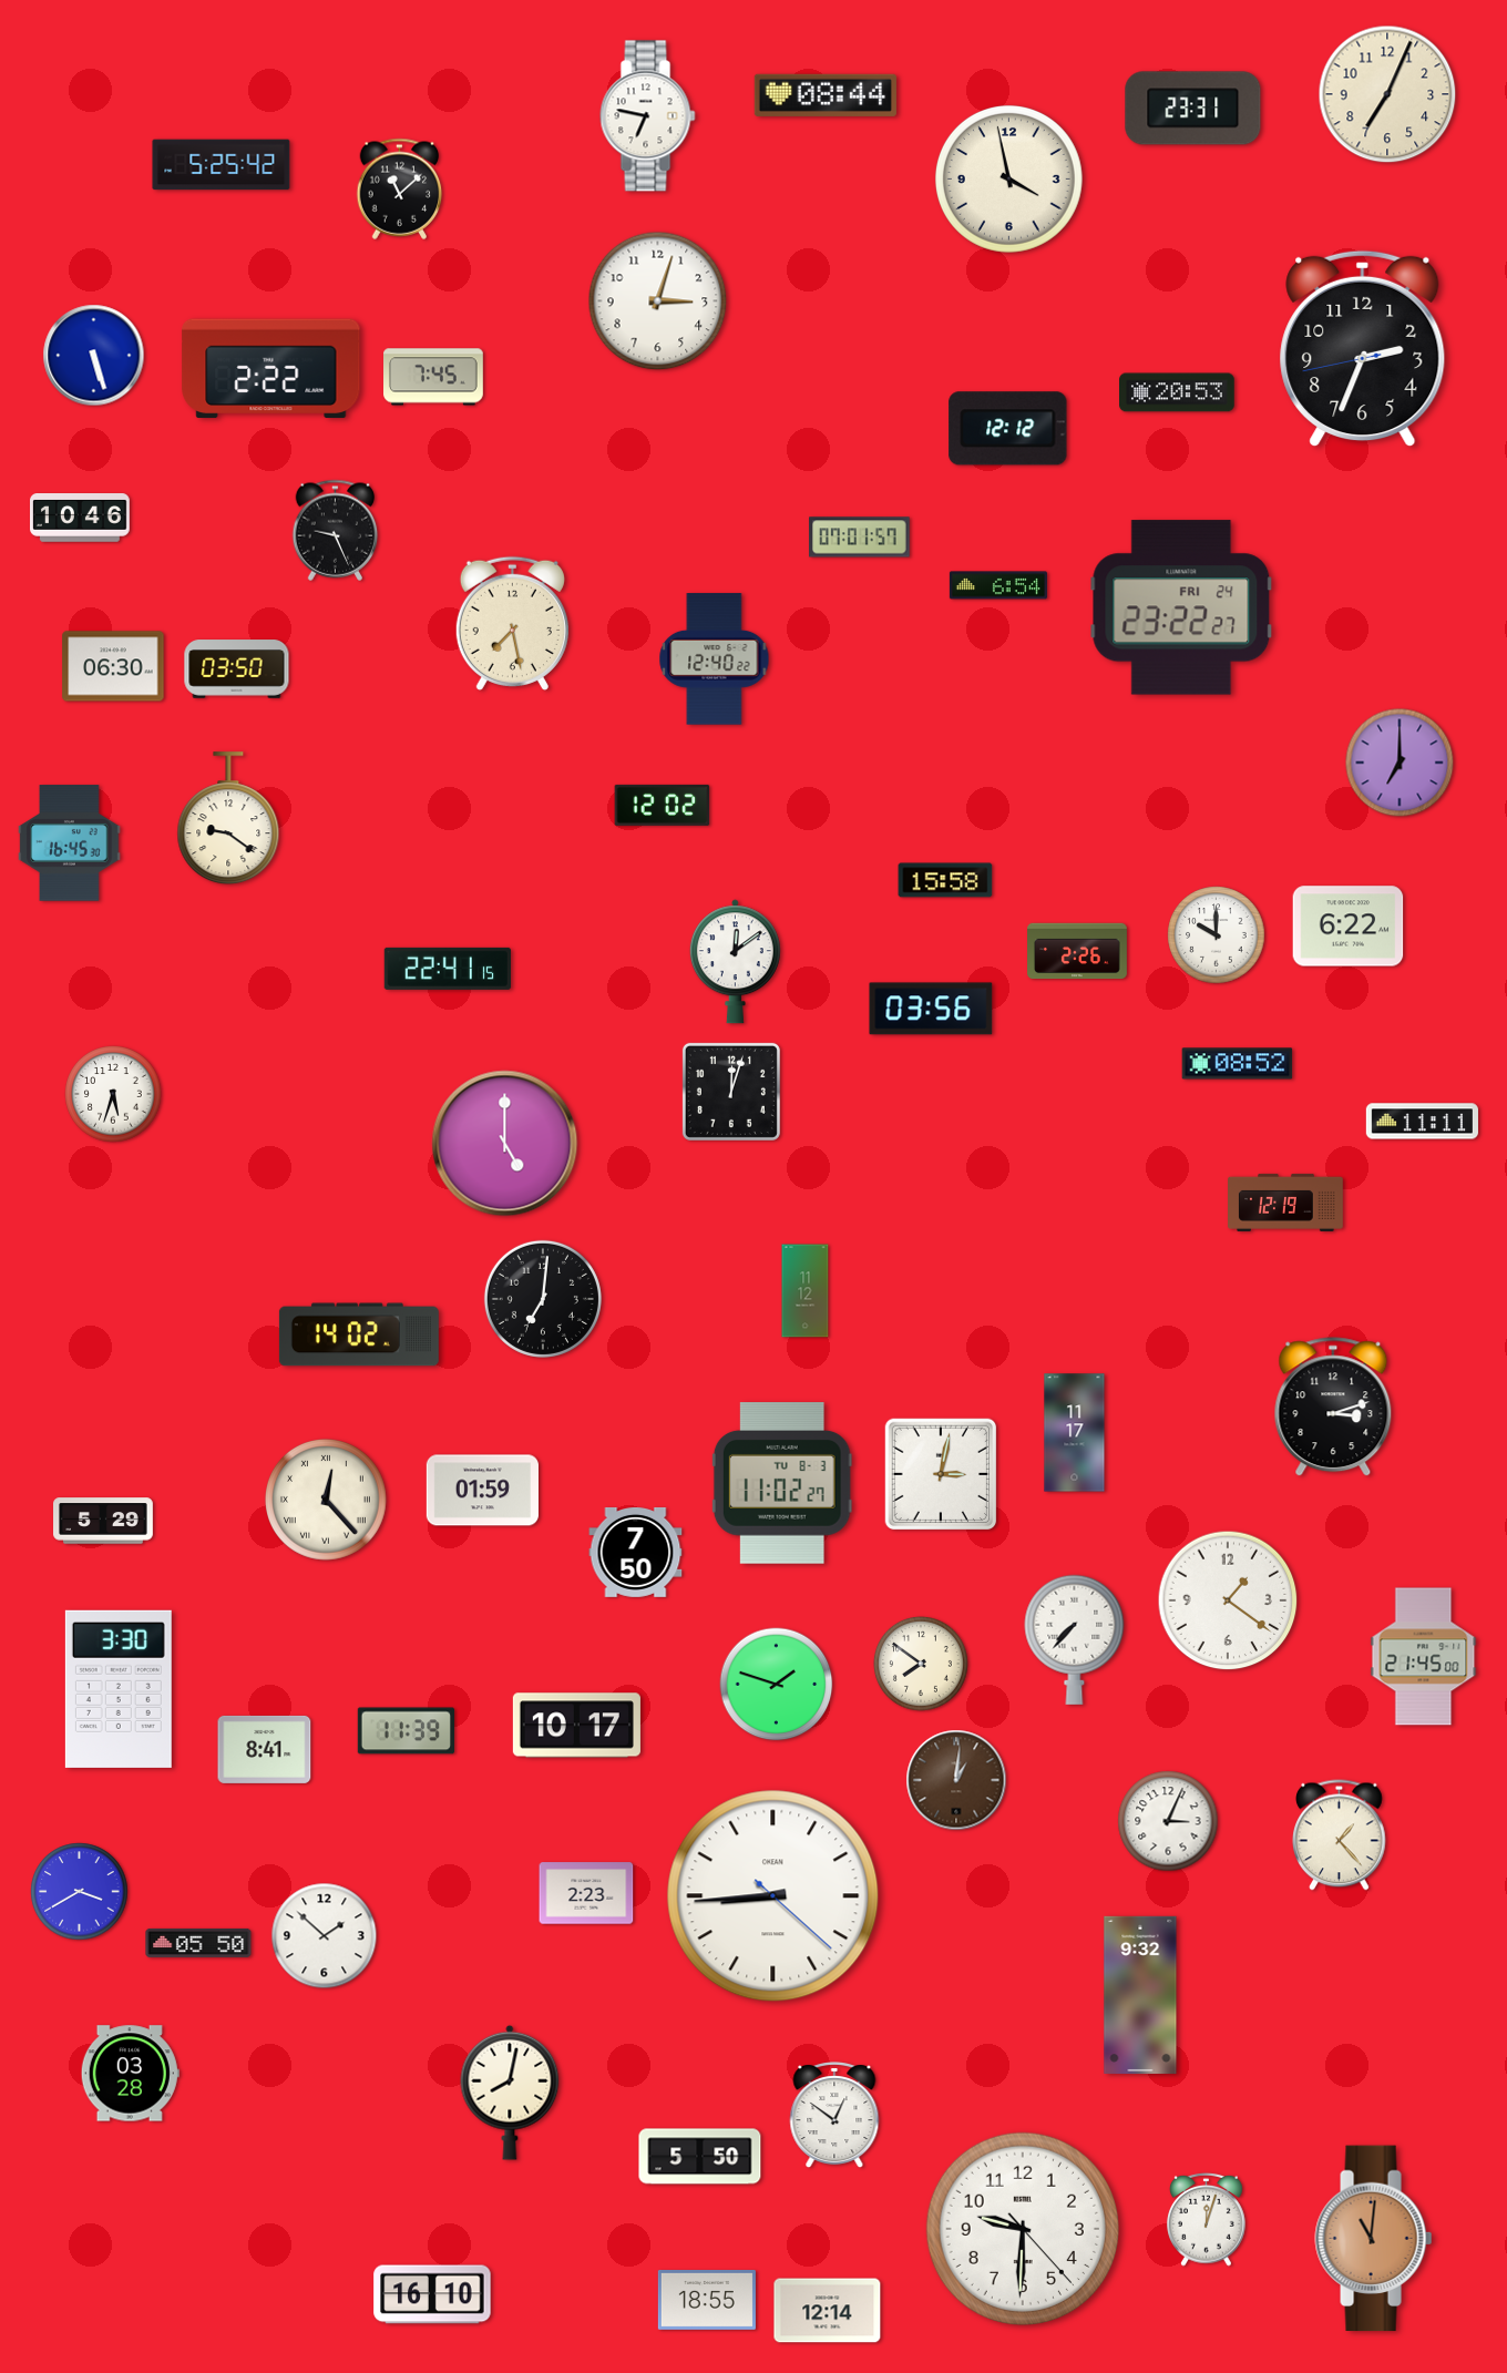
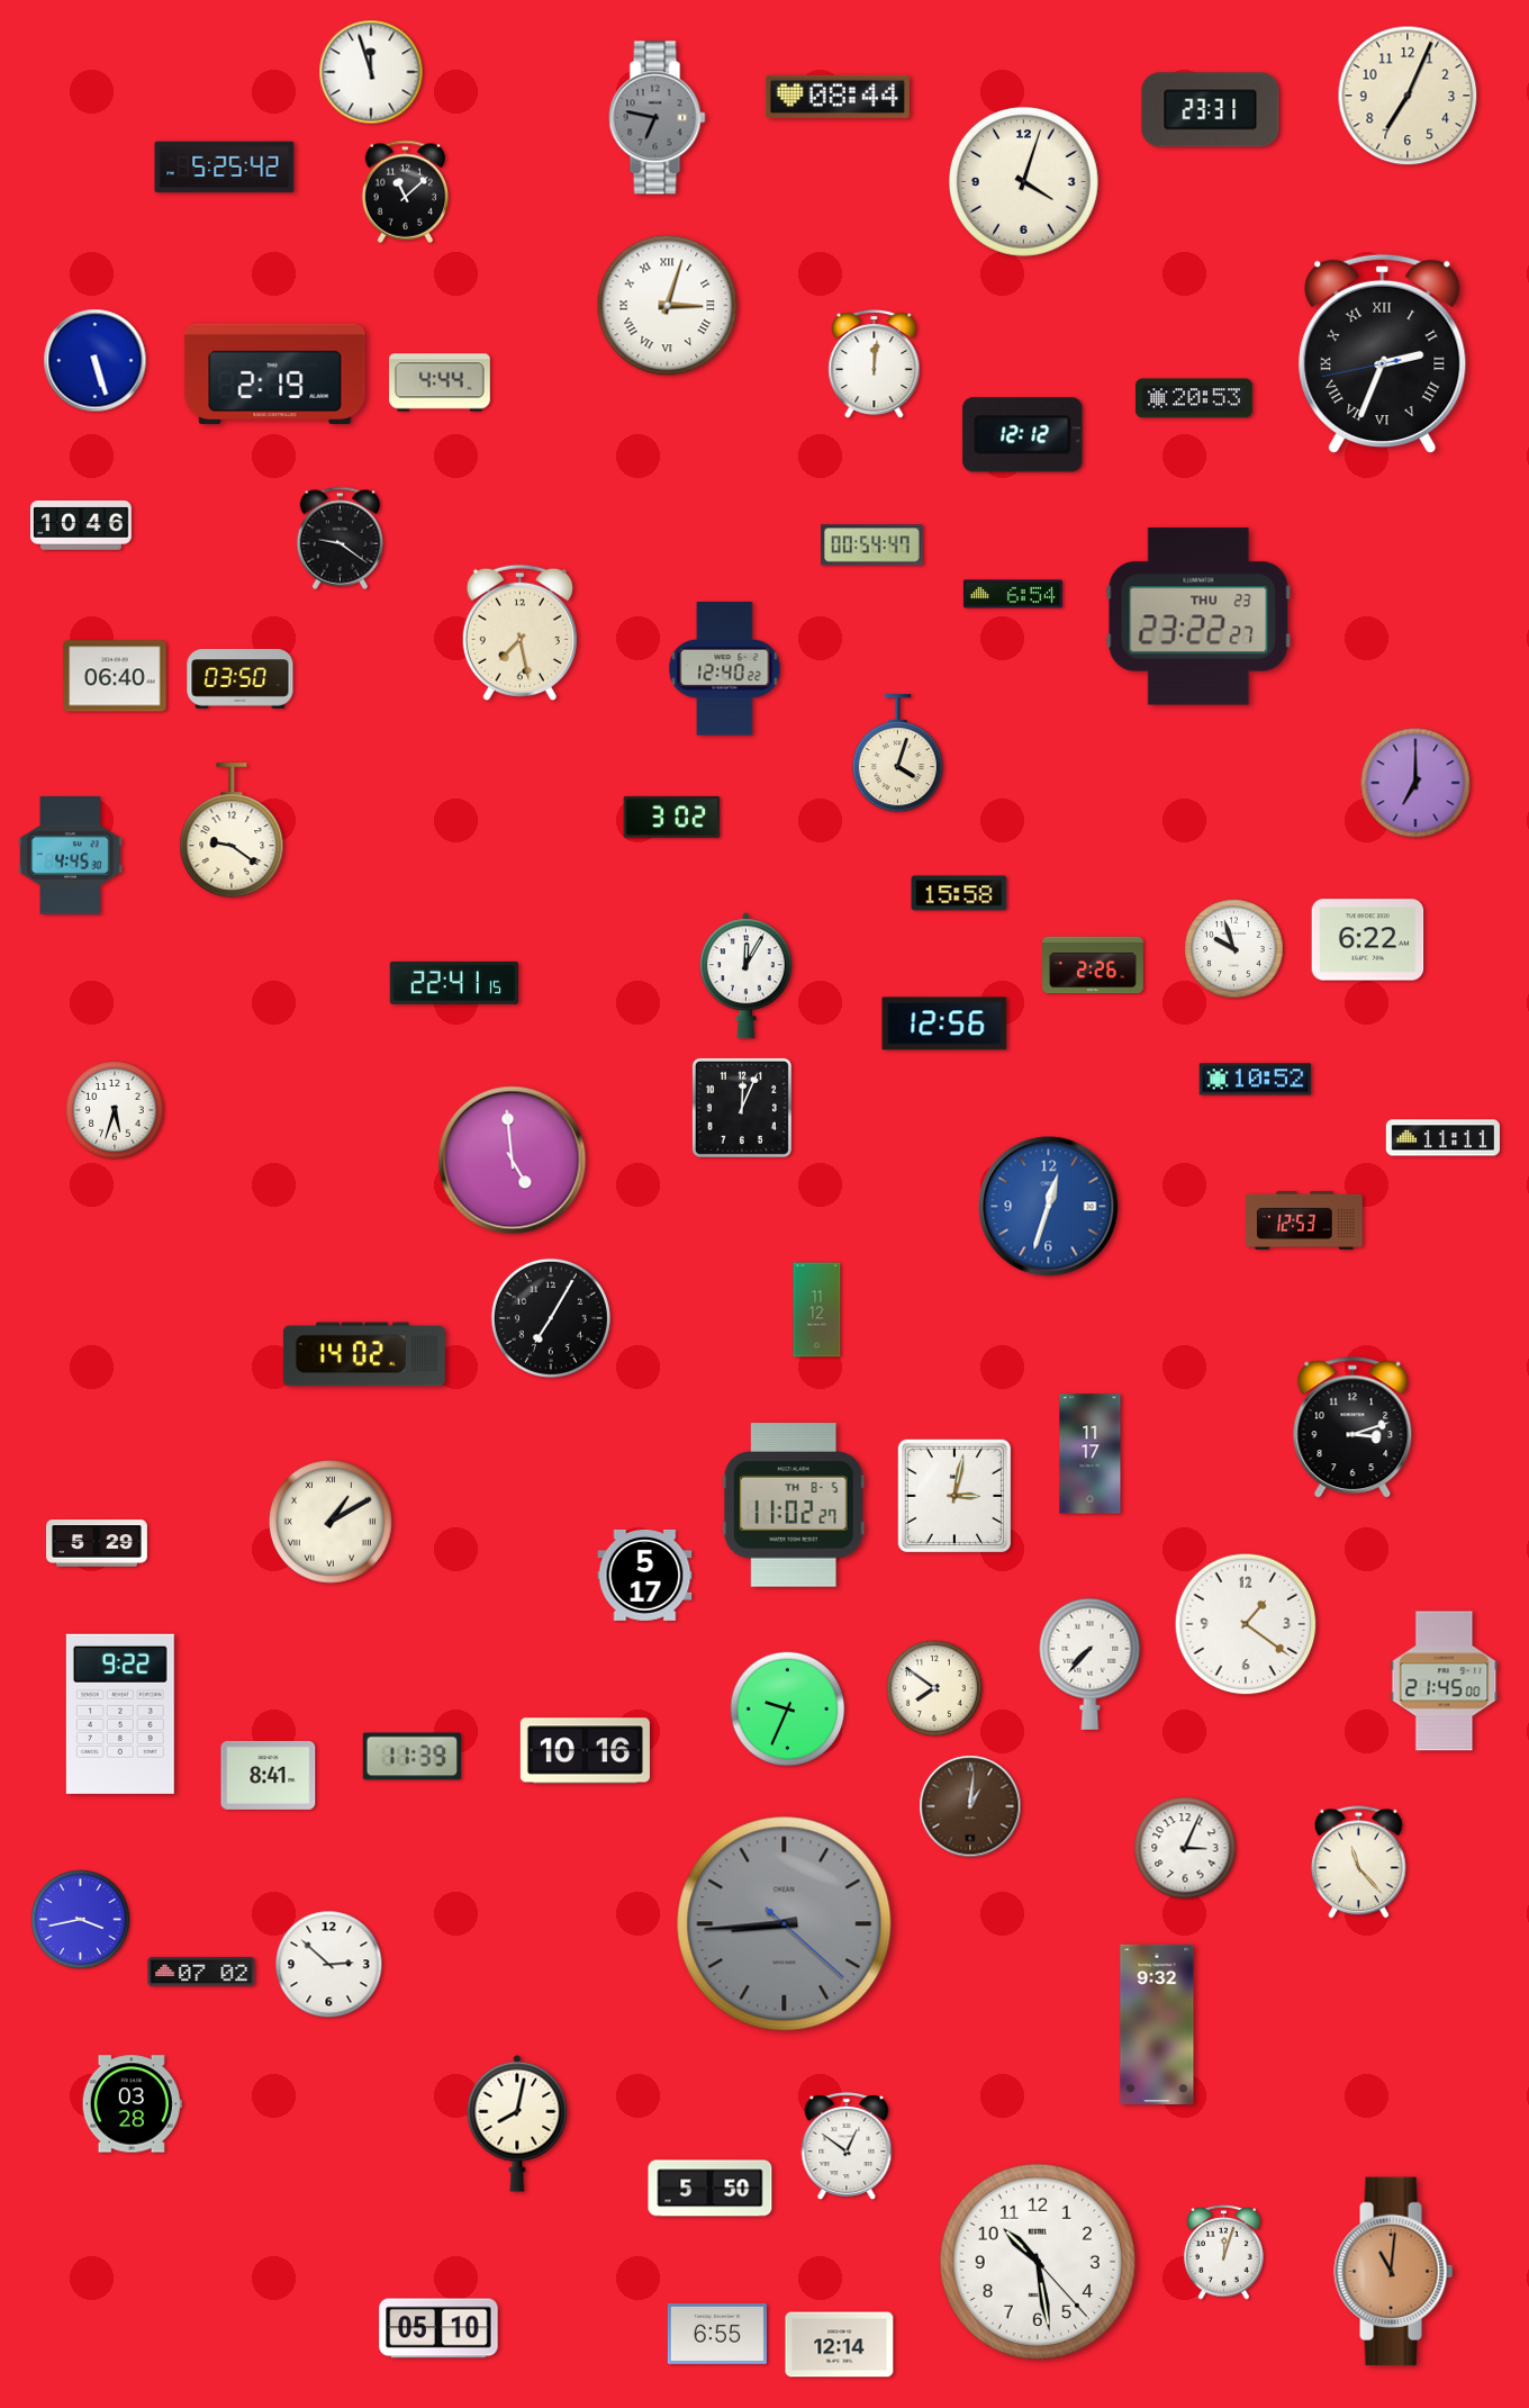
clock at (371, 72): none -> 11:57
clock at (648, 116) dial: white -> grey
clock at (1008, 178): 3:58 -> 4:03
clock at (658, 301) numerals: Arabic -> Roman
clock at (1363, 349) numerals: Arabic -> Roman
clock at (875, 364): none -> 12:01
clock at (271, 369): 2:22 -> 2:19
clock at (434, 377): 7:45 -> 4:44
clock at (336, 530): 9:26 -> 9:21
clock at (860, 538): 07:01 -> 00:54
clock at (1181, 607) date: FRI 24 -> THU 23
clock at (113, 666): 06:30 -> 06:40
clock at (897, 754): none -> 4:03
clock at (1400, 763) position: (1400, 763) -> (1415, 783)
clock at (663, 805): 12:02 -> 3:02
clock at (70, 843): 16:45 -> 4:45
clock at (1217, 935): 10:00 -> 9:57
clock at (735, 962): 12:09 -> 12:05
clock at (931, 1009): 03:56 -> 12:56
clock at (1238, 1064): 08:52 -> 10:52
clock at (731, 1092): 12:03 -> 12:04
clock at (505, 1144): 5:00 -> 4:59
clock at (1049, 1207): none -> 12:33
clock at (1285, 1203): 12:19 -> 12:53
clock at (543, 1299): 7:01 -> 7:05
clock at (782, 1483) date: TU 8-3 -> TH 8-5
clock at (482, 1491): 01:59 -> none
clock at (327, 1501): 12:23 -> 1:10
clock at (103, 1521) position: (103, 1521) -> (97, 1543)
clock at (636, 1552): 7:50 -> 5:17
clock at (777, 1685): 1:48 -> 9:34
clock at (119, 1689): 3:30 -> 9:22
clock at (576, 1726): 10:17 -> 10:16
clock at (1340, 1835): 1:23 -> 11:23
clock at (80, 1892): 3:40 -> 3:43
clock at (586, 1893): 2:23 -> none
clock at (773, 1896) dial: white -> grey
clock at (325, 1936): 1:52 -> 2:52
clock at (198, 1943): 05:50 -> 07:02
clock at (1023, 2229): 9:30 -> 10:28
clock at (432, 2294): 16:10 -> 05:10
clock at (707, 2300): 18:55 -> 6:55
